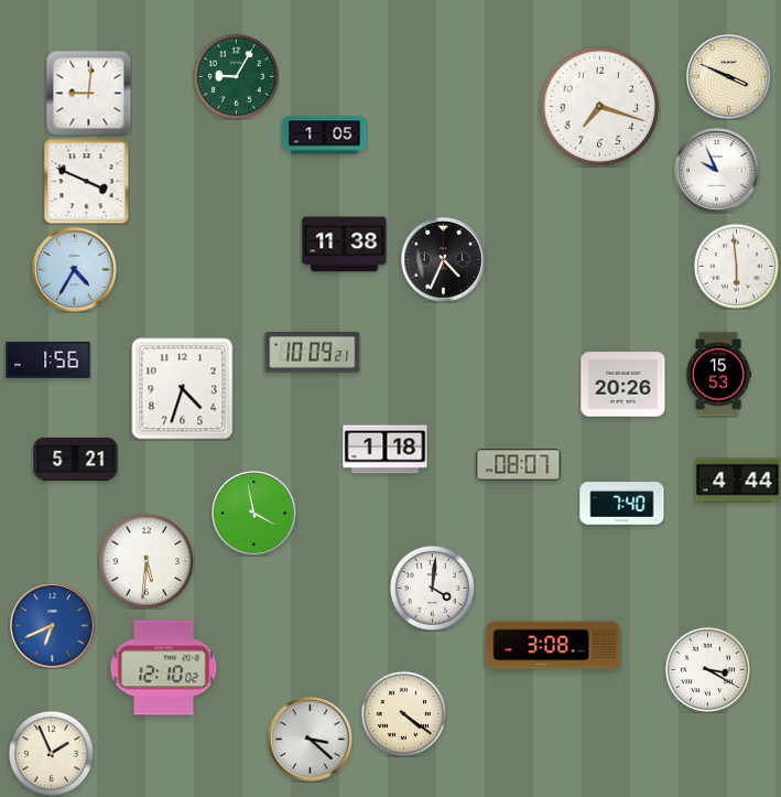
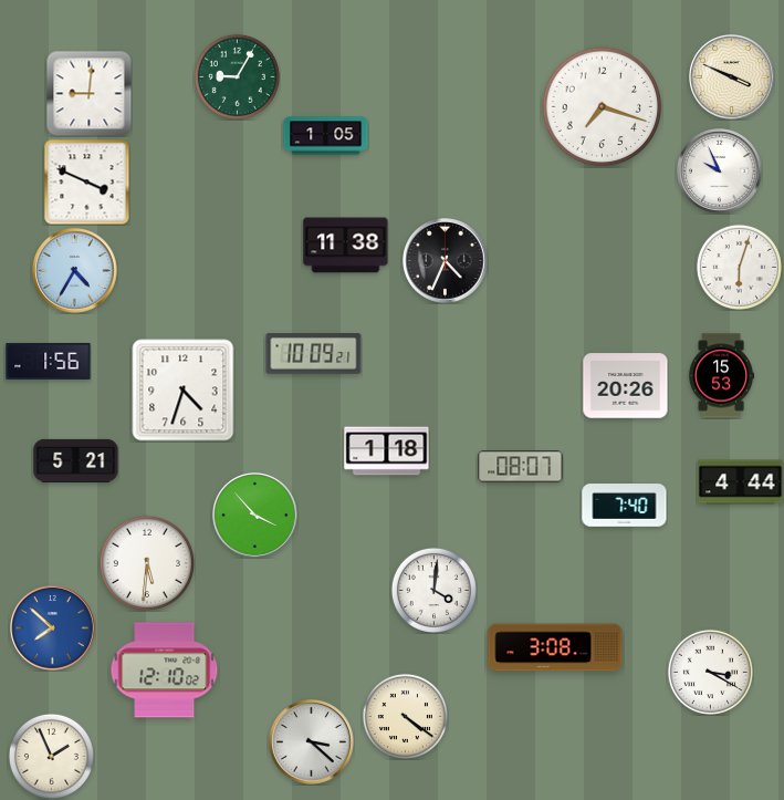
clock at (736, 266): 5:59 -> 6:03
clock at (254, 514): 3:58 -> 3:53
clock at (53, 626): 6:41 -> 7:52
